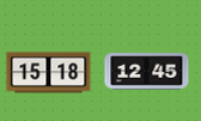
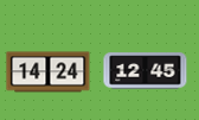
clock at (49, 73): 15:18 -> 14:24
